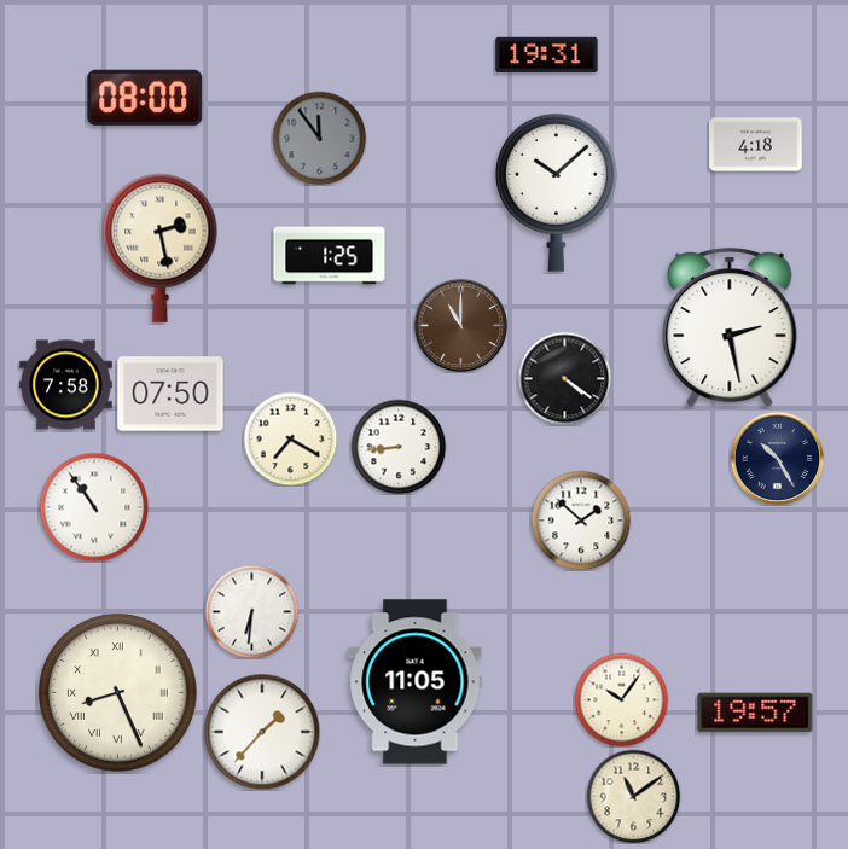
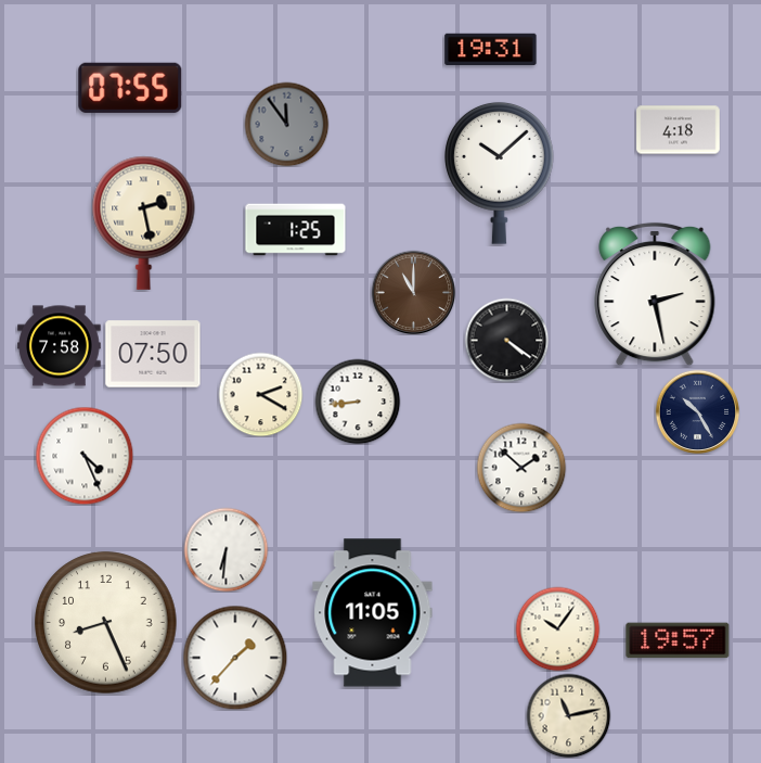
clock at (145, 98): 08:00 -> 07:55
clock at (290, 438): 7:20 -> 2:20
clock at (94, 507): 10:54 -> 4:26
clock at (118, 693) numerals: Roman -> Arabic
clock at (633, 796): 11:09 -> 11:13
